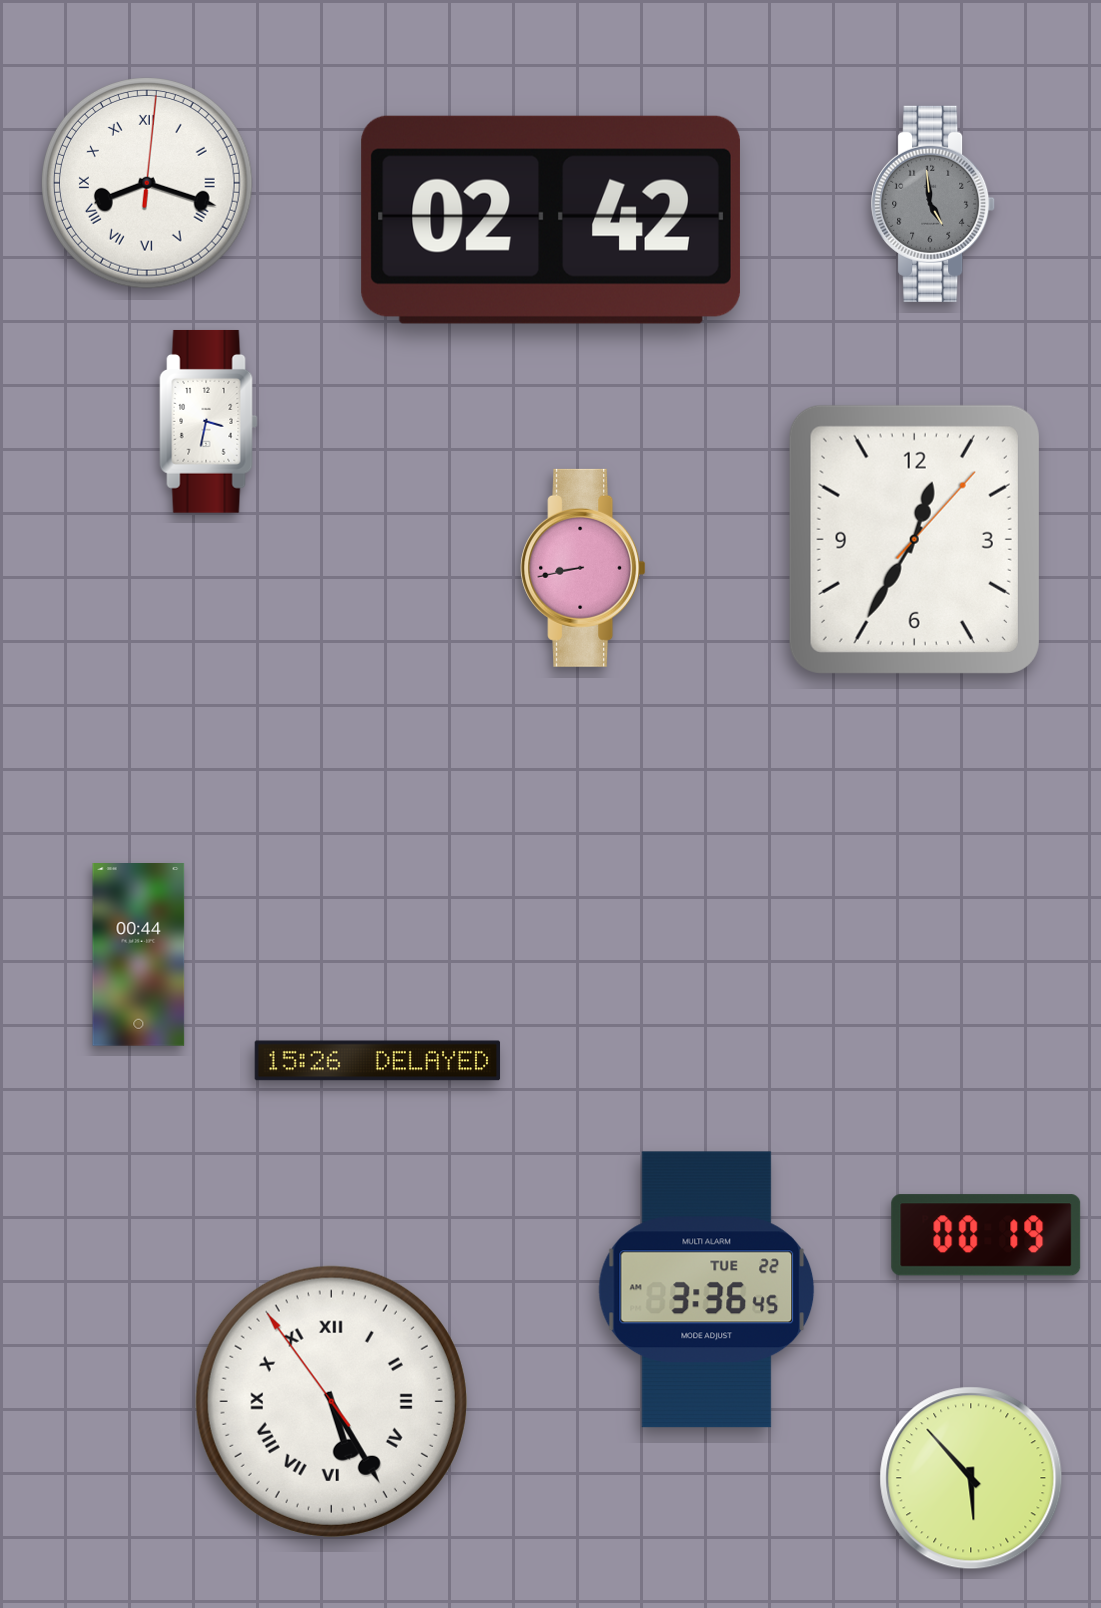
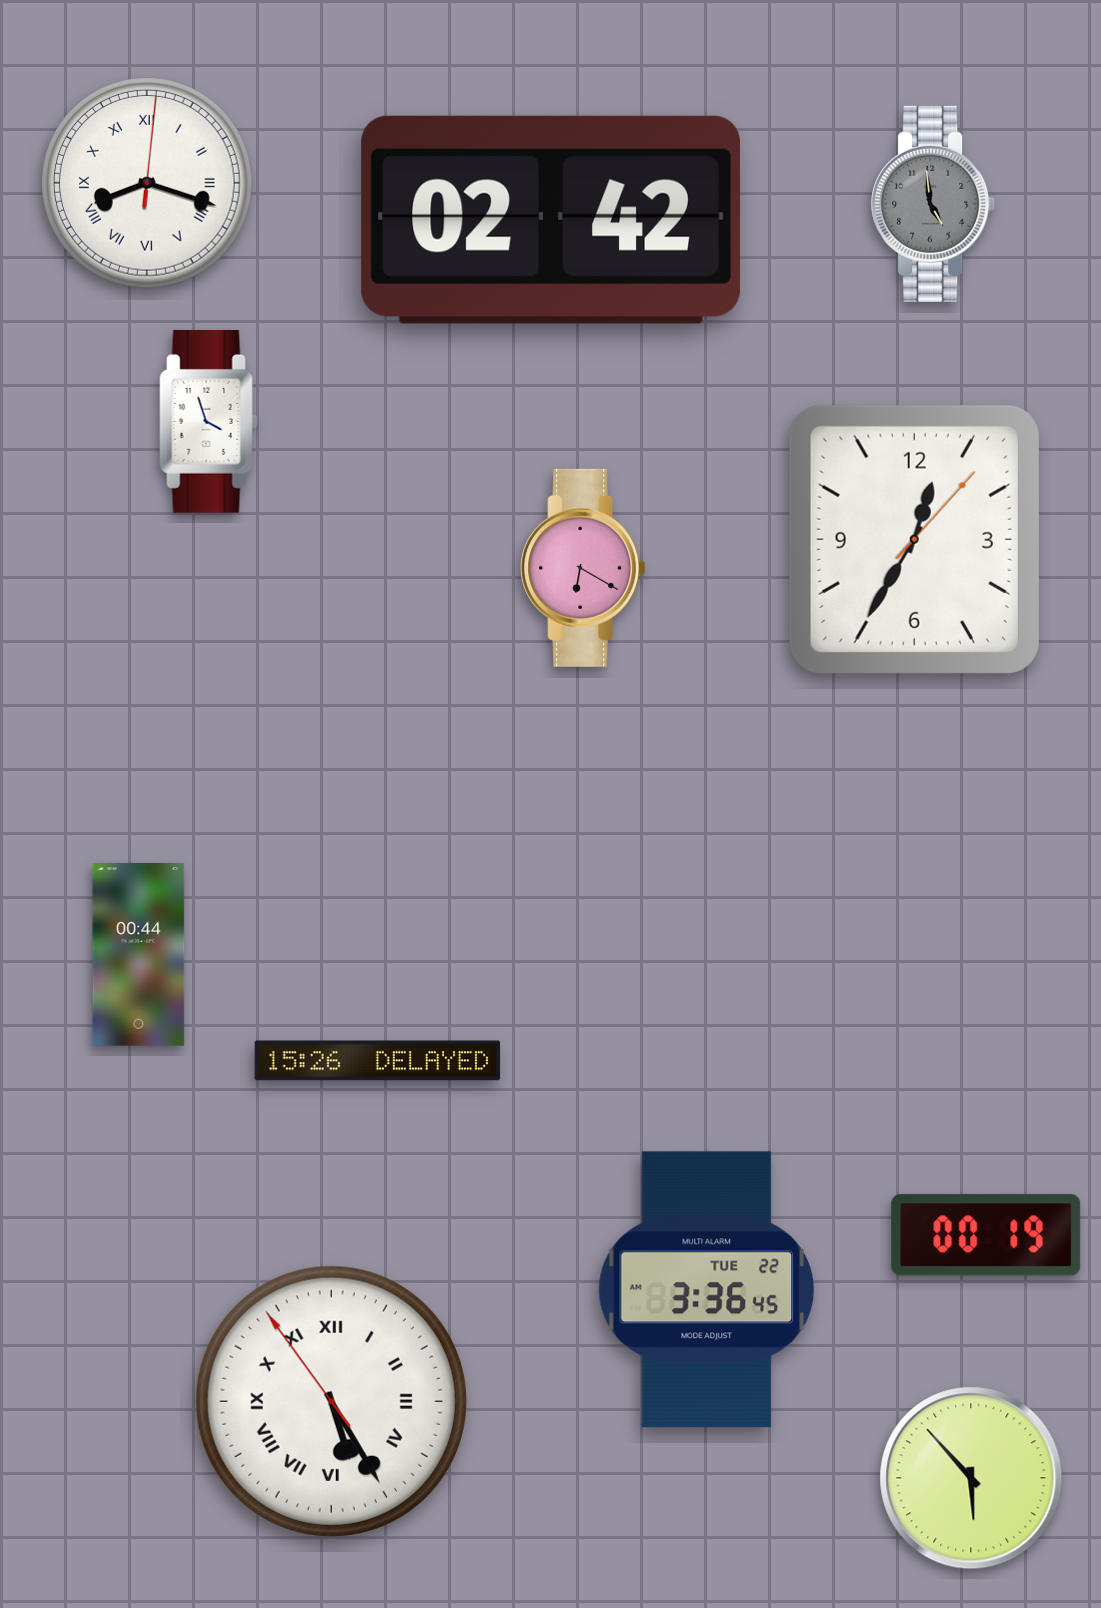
clock at (209, 421): 3:32 -> 3:57
clock at (583, 568): 8:43 -> 6:20
